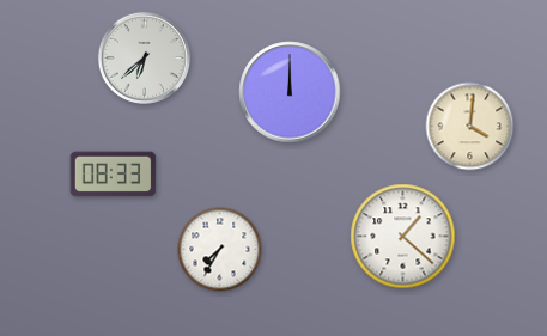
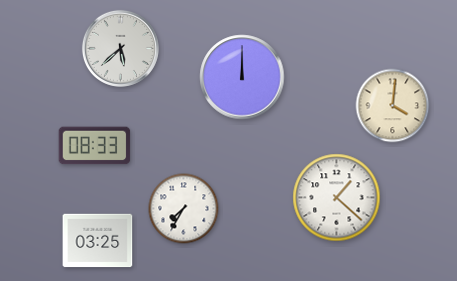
clock at (144, 57): 6:38 -> 5:38
clock at (98, 241): none -> 03:25
